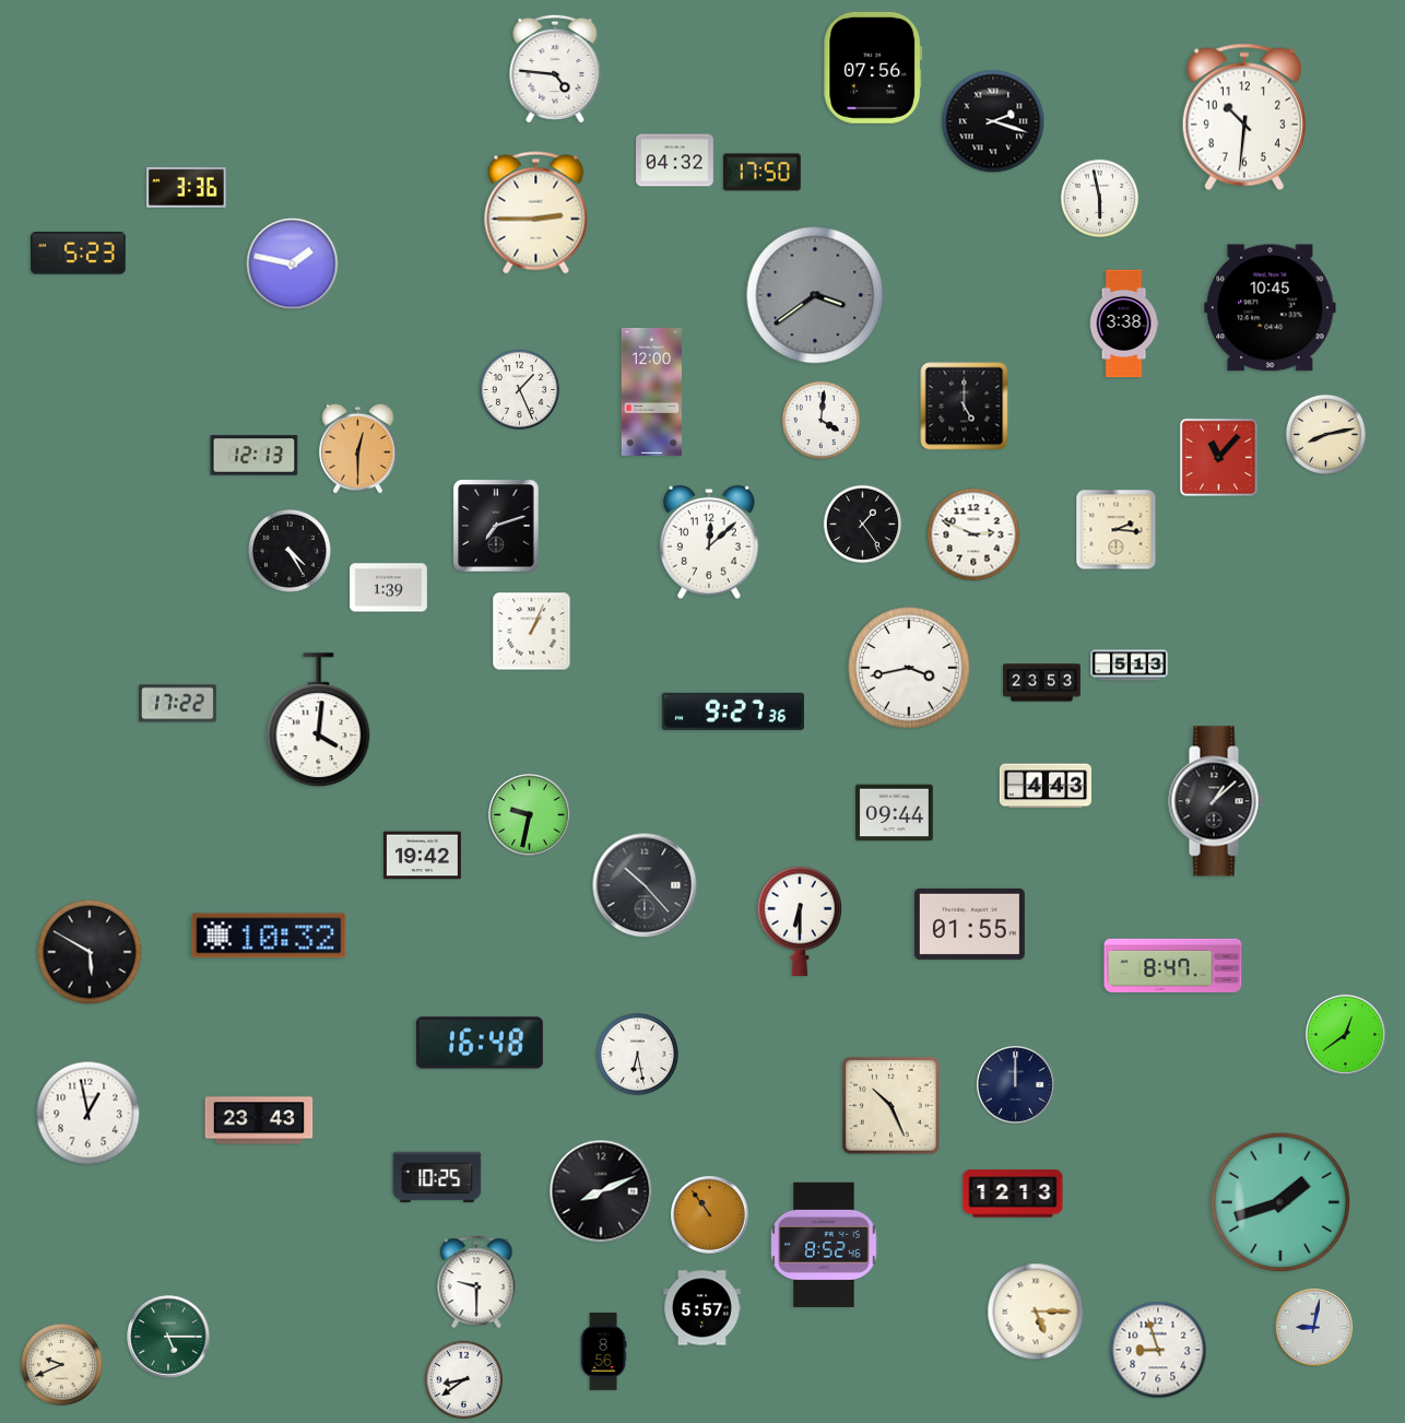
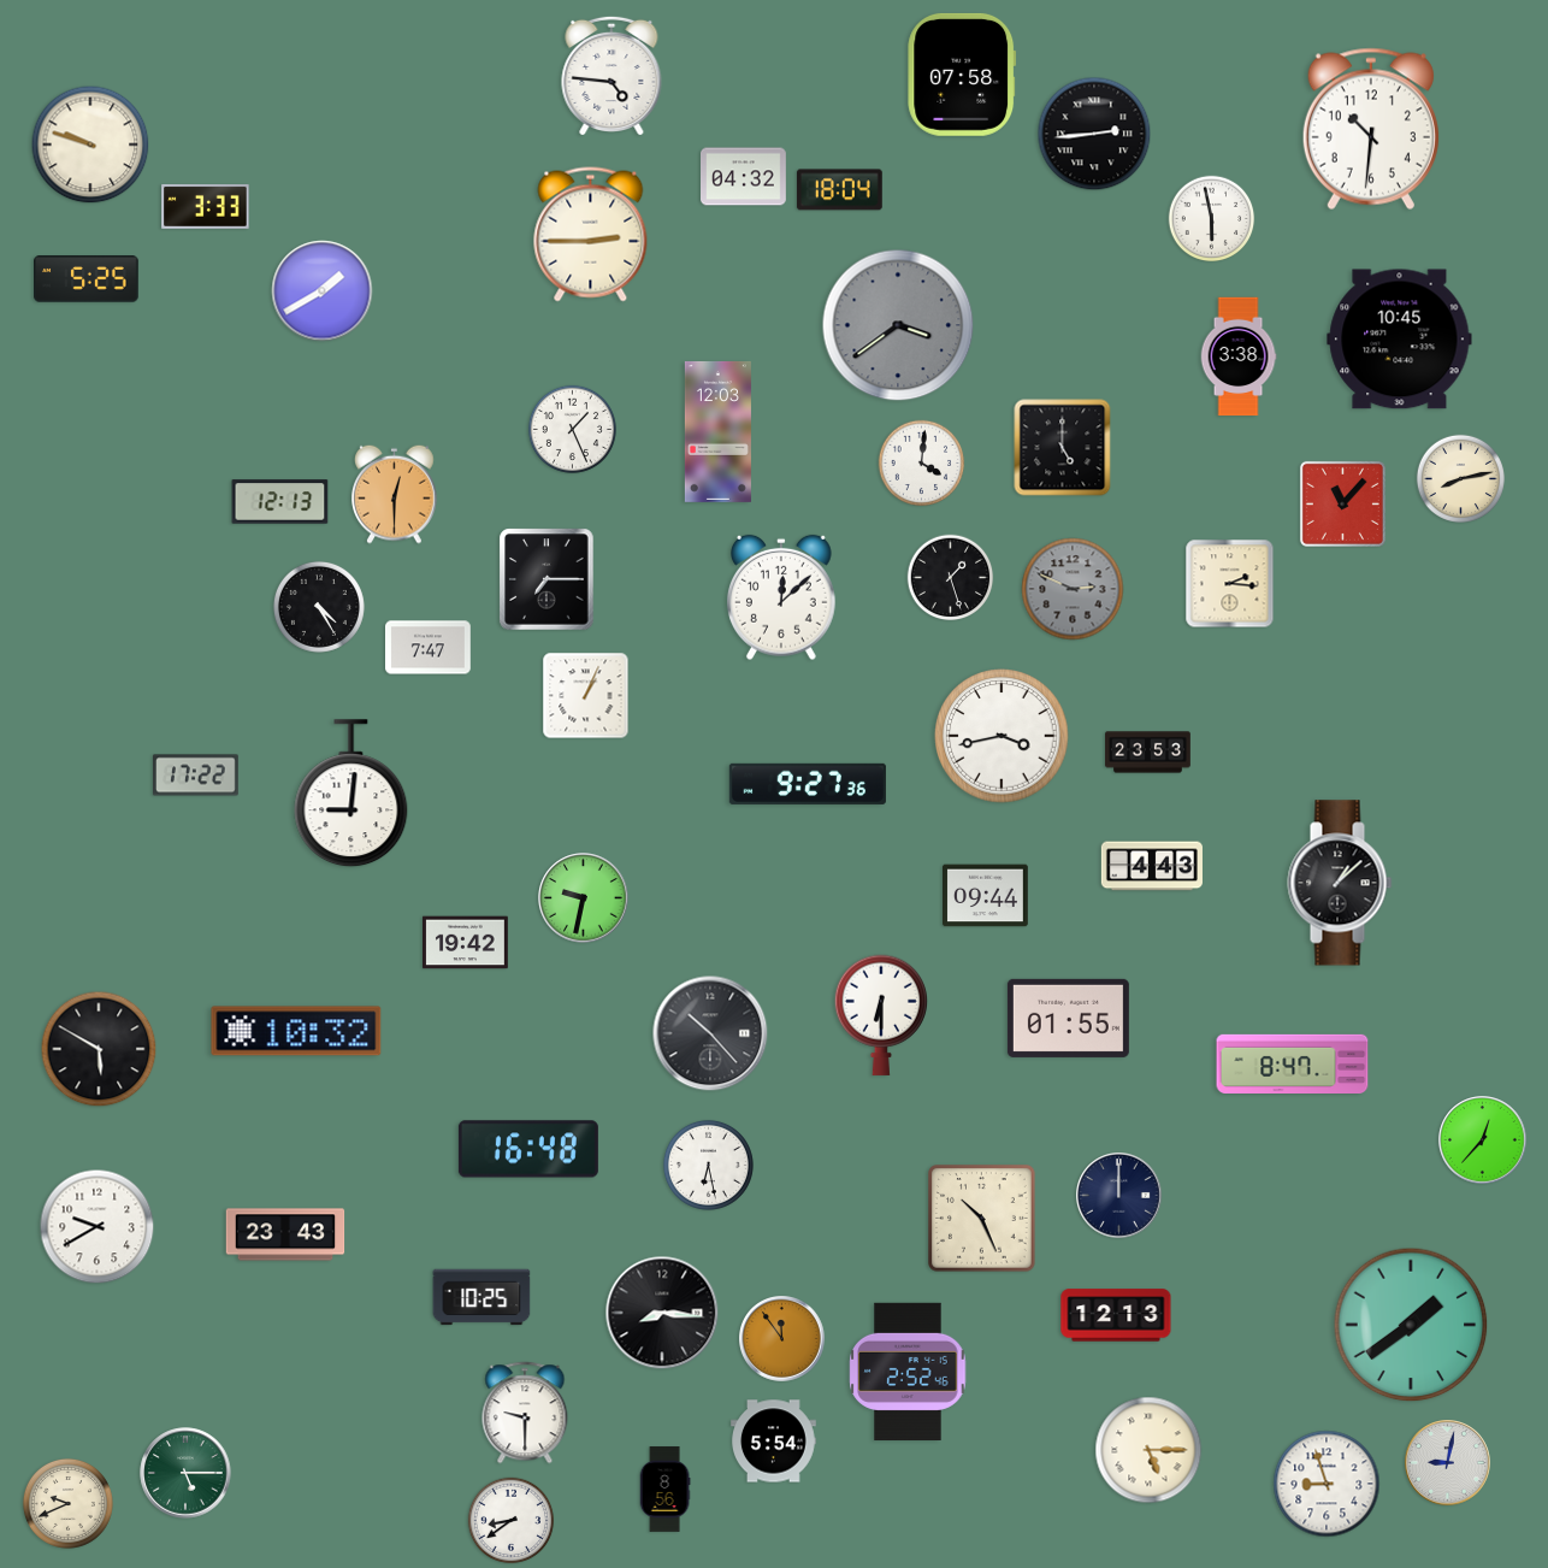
clock at (873, 68): 07:56 -> 07:58
clock at (993, 121): 2:18 -> 2:44
clock at (90, 145): none -> 9:48
clock at (761, 173): 17:50 -> 18:04
clock at (187, 187): 3:36 -> 3:33
clock at (79, 254): 5:23 -> 5:25
clock at (293, 264): 1:47 -> 1:40
clock at (651, 391): 12:00 -> 12:03
clock at (822, 421) position: (822, 421) -> (922, 464)
clock at (863, 525): 1:24 -> 1:27
clock at (496, 526): 7:12 -> 7:15
clock at (973, 534) dial: white -> grey
clock at (389, 588): 1:39 -> 7:47
clock at (1130, 666): 5:13 -> none
clock at (319, 720): 4:01 -> 9:01
clock at (645, 885) position: (645, 885) -> (710, 1033)
clock at (1346, 1035): 12:39 -> 12:37
clock at (637, 1054) position: (637, 1054) -> (708, 1165)
clock at (88, 1114): 12:58 -> 9:40
clock at (601, 1191): 8:11 -> 8:16
clock at (1280, 1202): 1:42 -> 1:39
clock at (710, 1215): 10:54 -> 11:54
clock at (824, 1244): 8:52 -> 2:52
clock at (702, 1308): 5:57 -> 5:54
clock at (1036, 1312) position: (1036, 1312) -> (1148, 1450)
clock at (1158, 1350) position: (1158, 1350) -> (1327, 1484)
